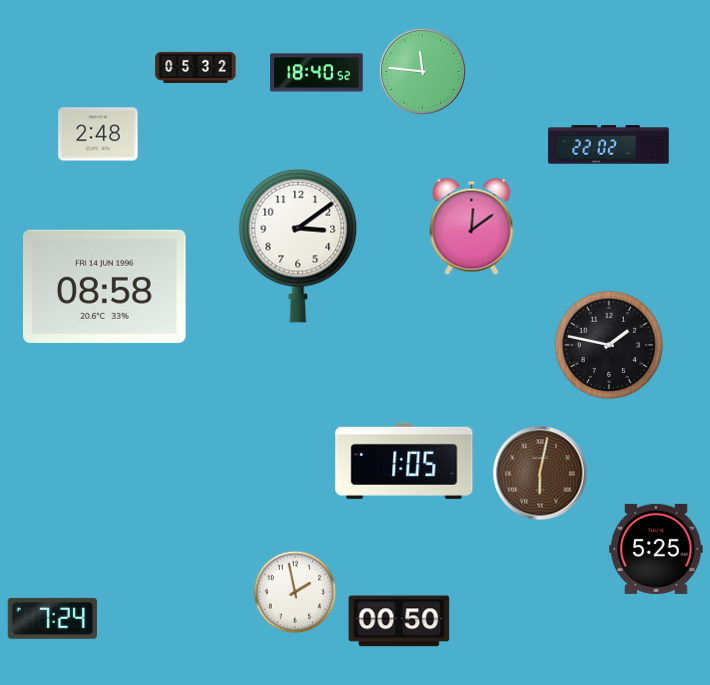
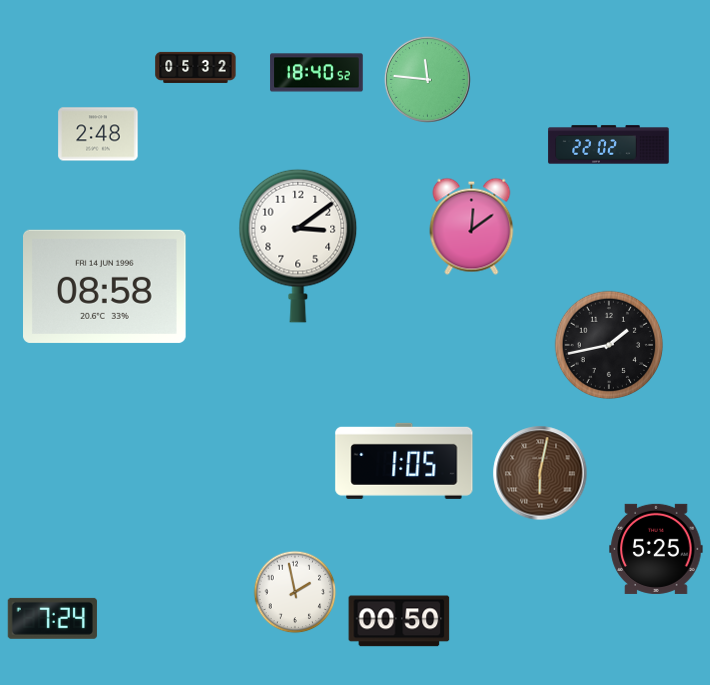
clock at (422, 71) position: (422, 71) -> (427, 79)
clock at (608, 344): 1:47 -> 1:43
